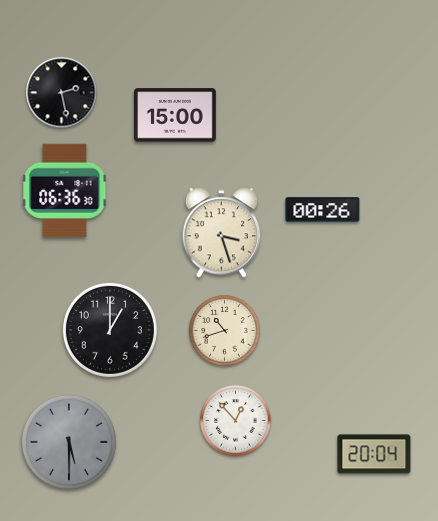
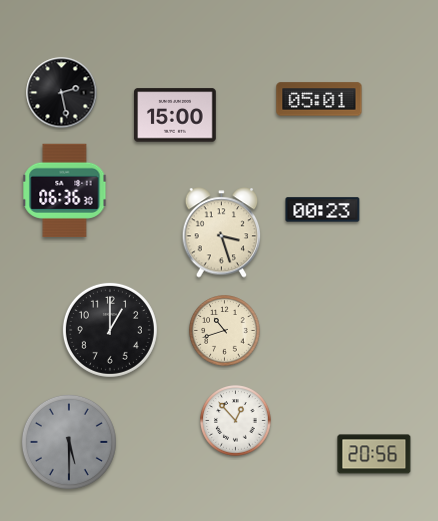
clock at (319, 99): none -> 05:01
clock at (323, 210): 00:26 -> 00:23
clock at (374, 454): 20:04 -> 20:56
